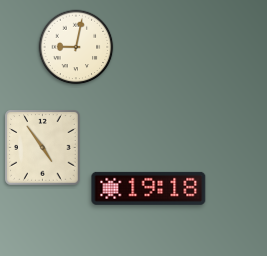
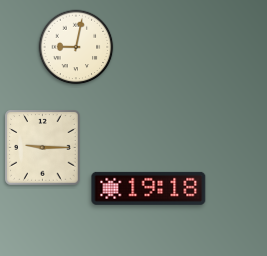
clock at (43, 148): 4:54 -> 9:15
